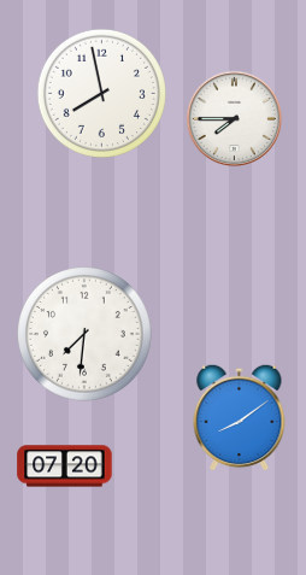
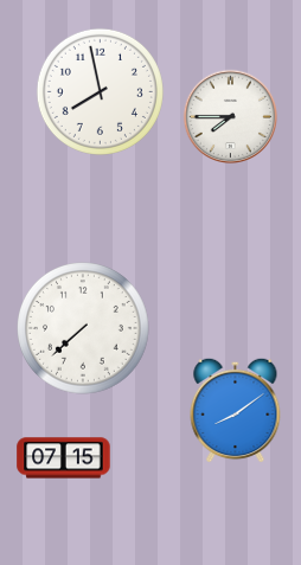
clock at (86, 335): 7:31 -> 7:38
clock at (65, 467): 07:20 -> 07:15
